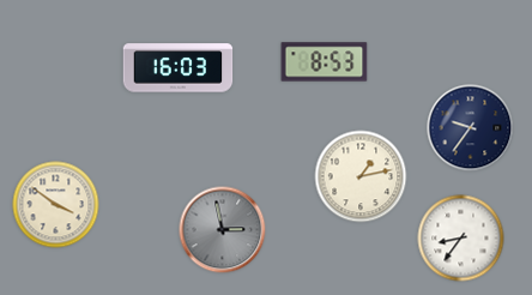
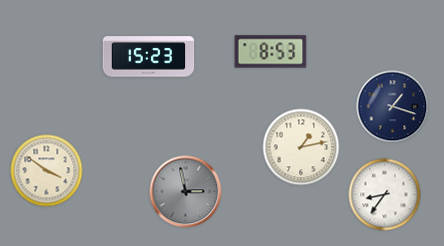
clock at (179, 68): 16:03 -> 15:23
clock at (471, 128): 9:36 -> 1:18
clock at (461, 239) position: (461, 239) -> (385, 195)
